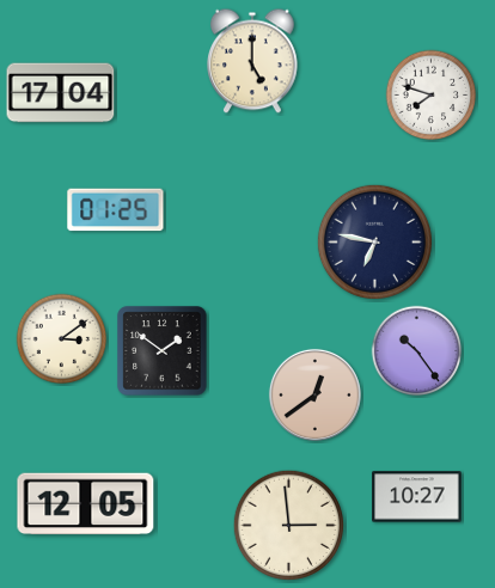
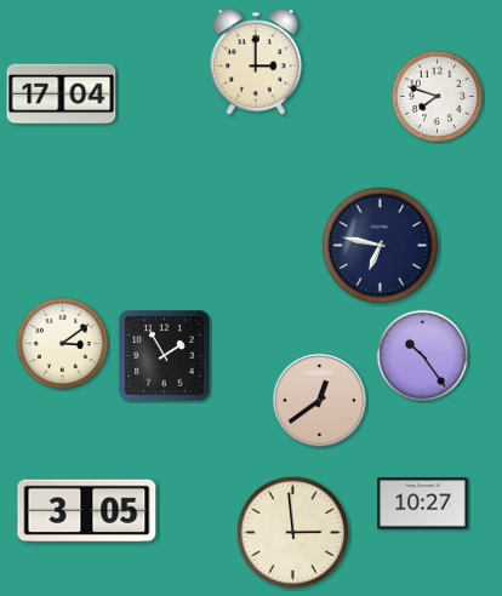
clock at (253, 61): 5:00 -> 3:00
clock at (116, 210): 01:25 -> none
clock at (163, 351): 1:51 -> 1:55
clock at (86, 504): 12:05 -> 3:05
